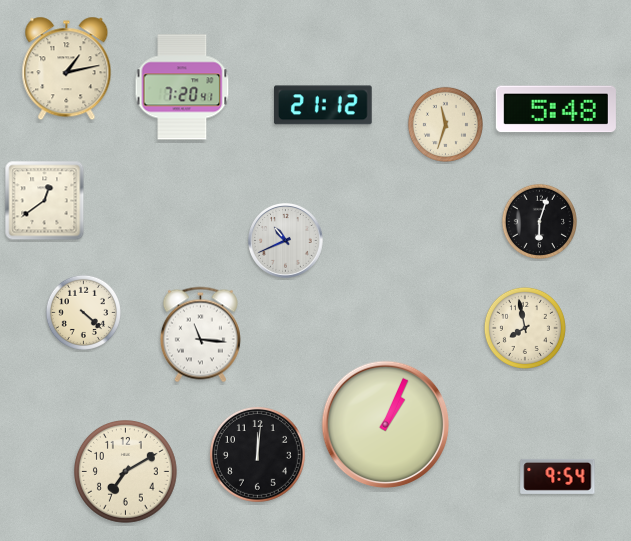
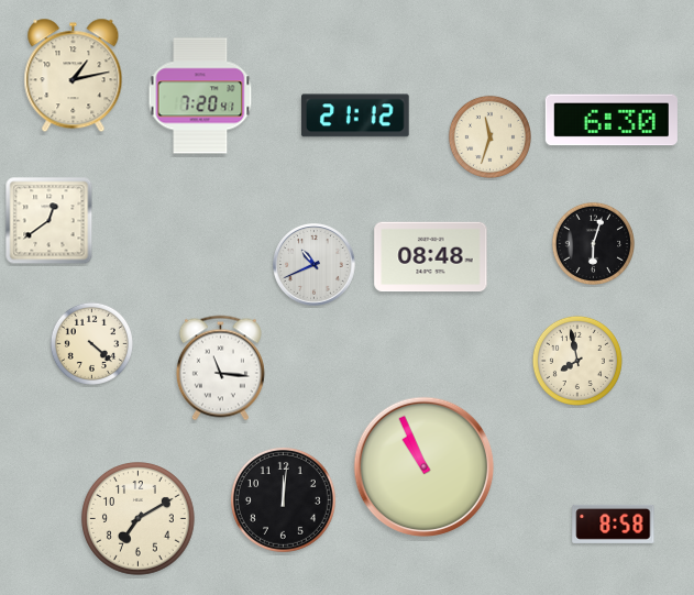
clock at (556, 109): 5:48 -> 6:30
clock at (431, 257): none -> 08:48
clock at (386, 425): 1:04 -> 10:56
clock at (558, 476): 9:54 -> 8:58
